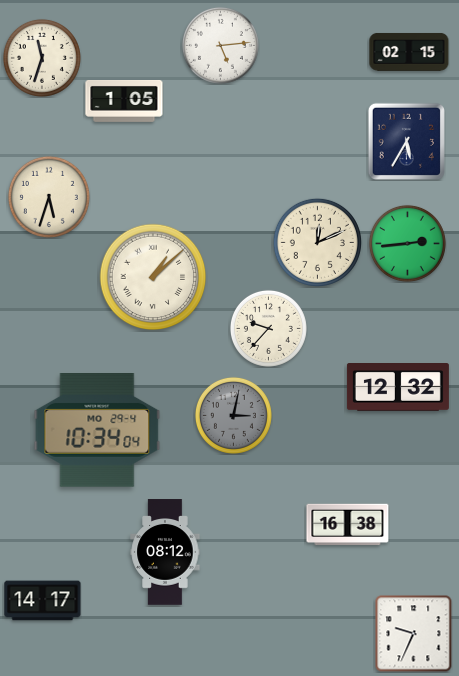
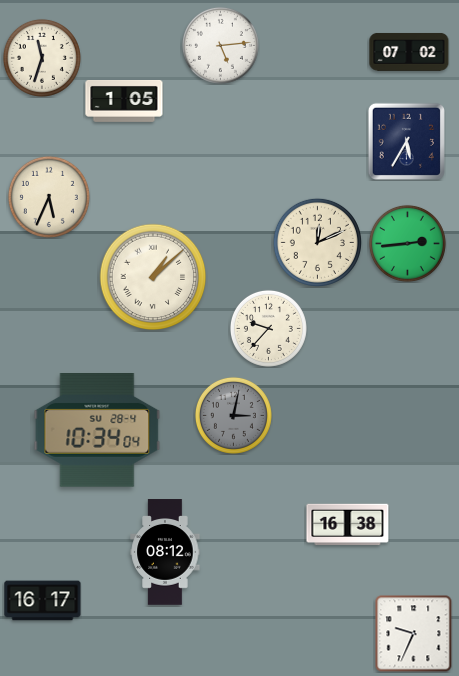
clock at (409, 52): 02:15 -> 07:02
clock at (49, 197): 5:33 -> 5:34
clock at (398, 388): 12:32 -> none
clock at (97, 431) date: MO 29-4 -> SU 28-4
clock at (43, 601): 14:17 -> 16:17
